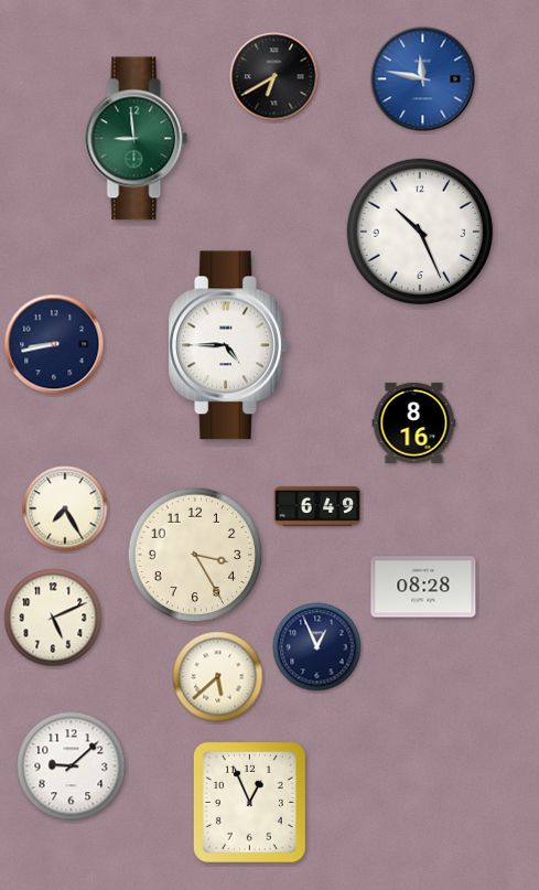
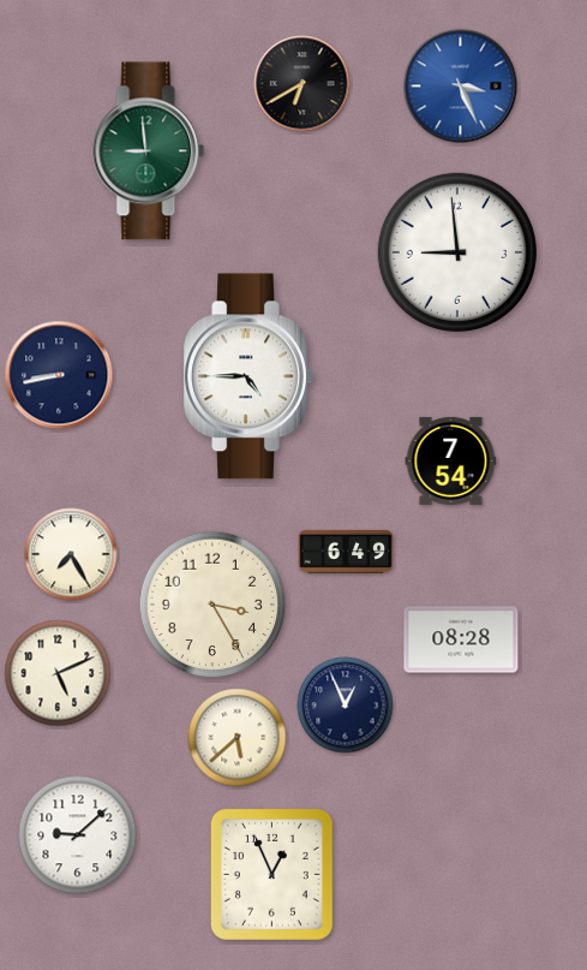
clock at (274, 77) position: (274, 77) -> (303, 84)
clock at (423, 79): 11:47 -> 3:26
clock at (420, 232): 10:26 -> 8:59
clock at (414, 422): 8:16 -> 7:54
